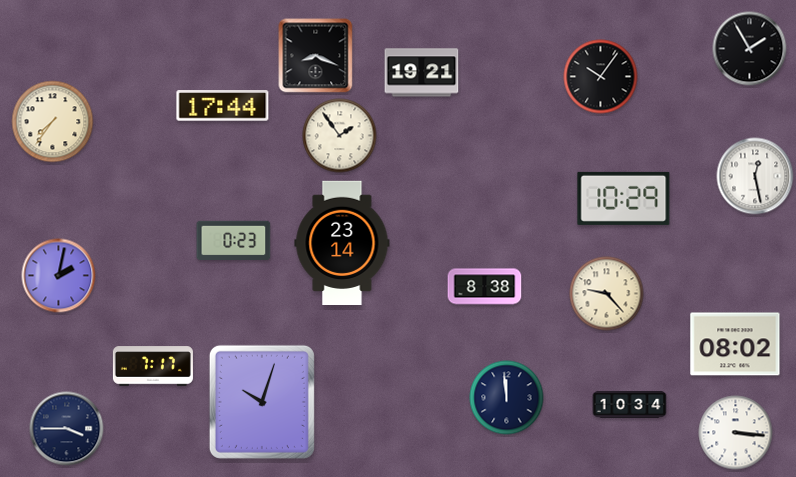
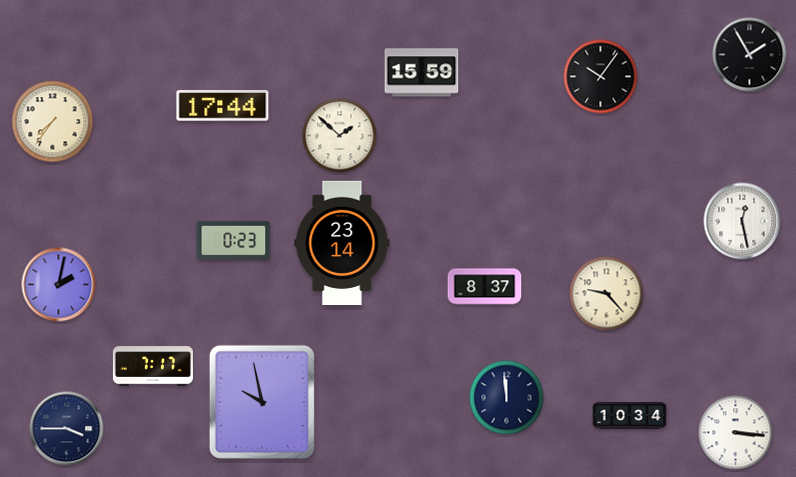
clock at (750, 49) position: (750, 49) -> (750, 55)
clock at (316, 56): 8:19 -> none
clock at (422, 73): 19:21 -> 15:59
clock at (340, 136): 1:54 -> 1:52
clock at (755, 176) position: (755, 176) -> (742, 221)
clock at (624, 198): 10:29 -> none
clock at (59, 276) position: (59, 276) -> (59, 285)
clock at (485, 287): 8:38 -> 8:37
clock at (735, 344): 08:02 -> none
clock at (262, 402): 10:03 -> 9:58
clock at (630, 404) position: (630, 404) -> (630, 415)
